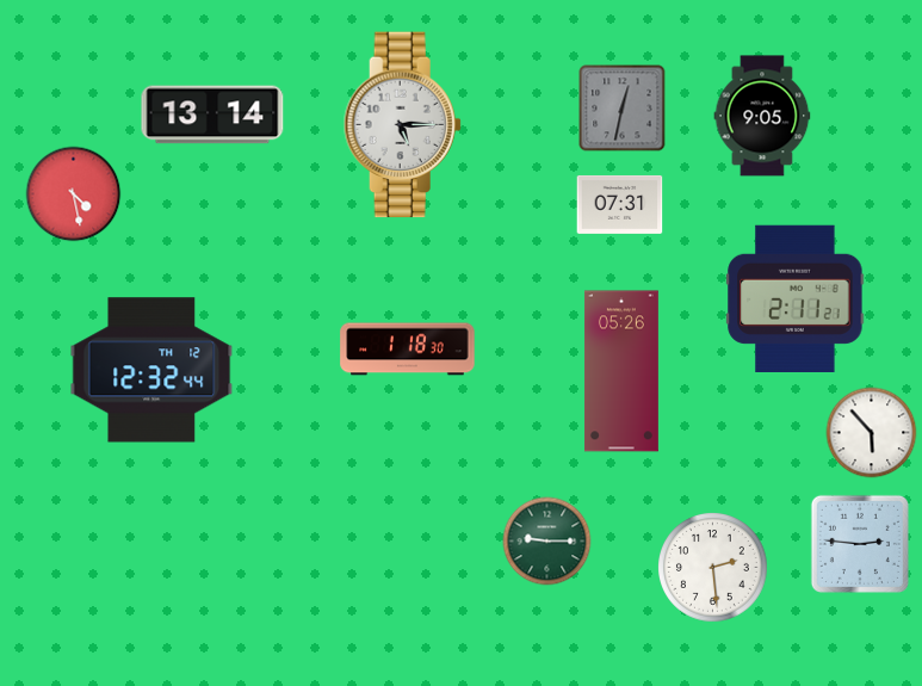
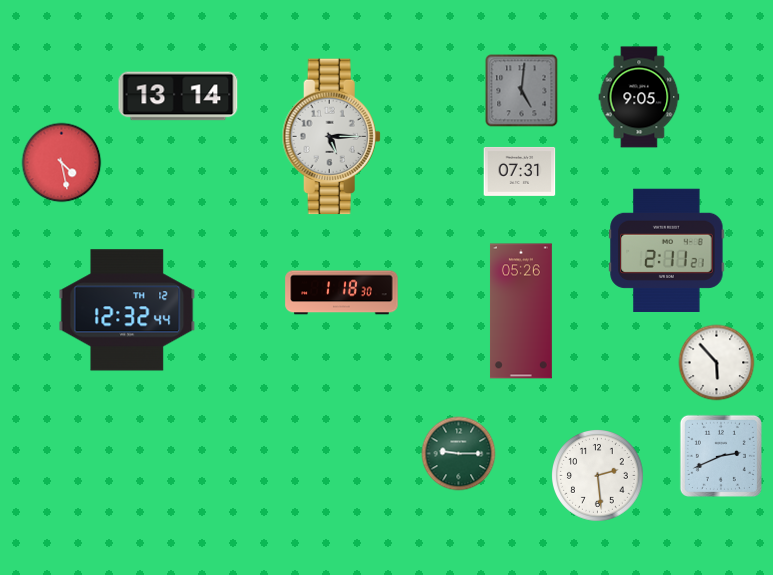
clock at (623, 109): 12:32 -> 5:01
clock at (402, 125) position: (402, 125) -> (331, 137)
clock at (872, 433) position: (872, 433) -> (717, 363)
clock at (860, 544): 2:46 -> 2:41
